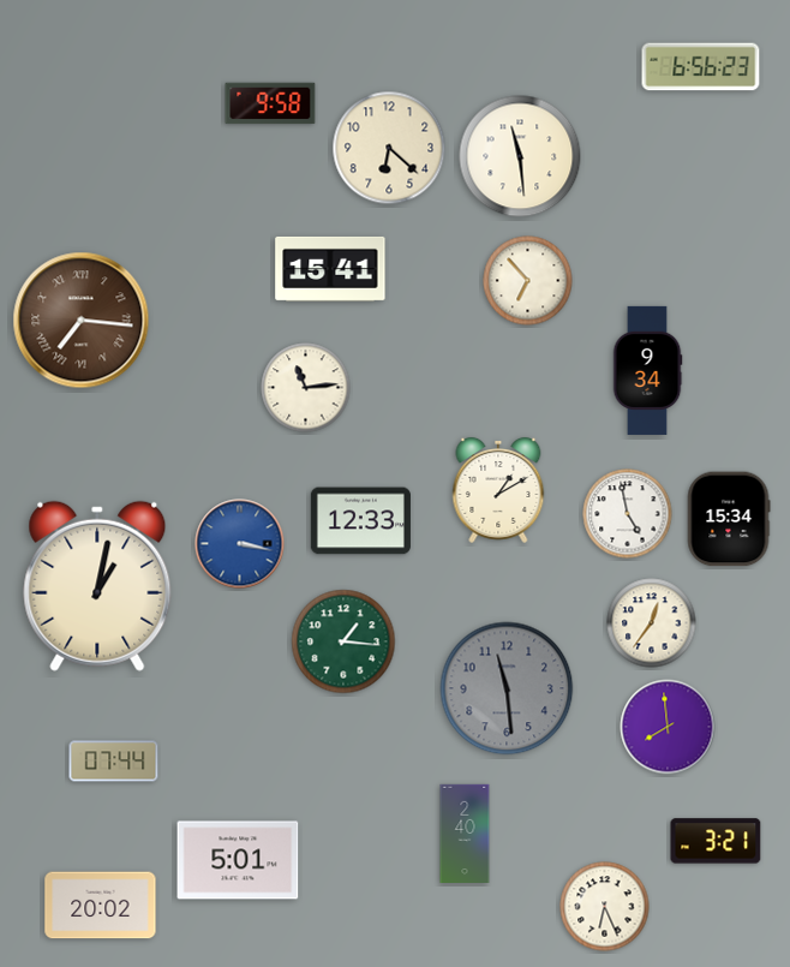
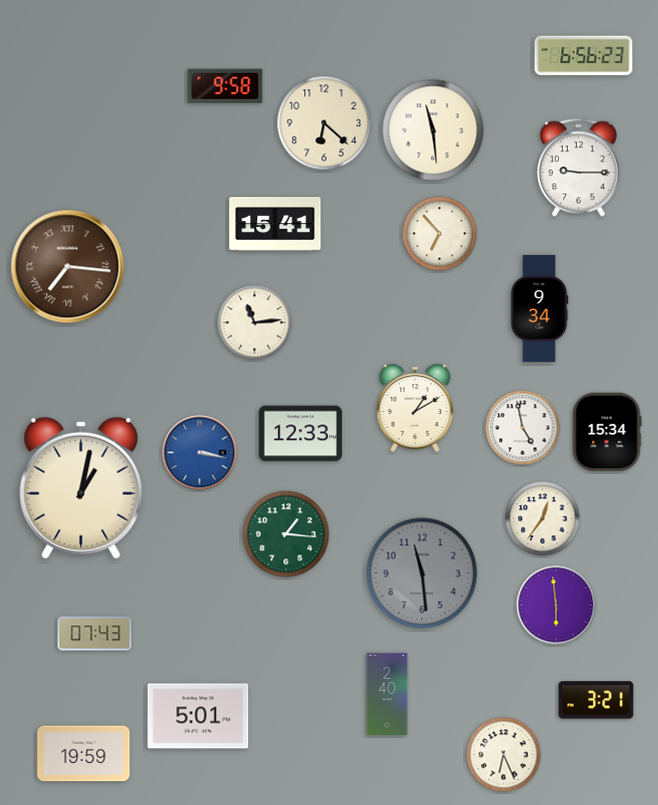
clock at (579, 168): none -> 9:15
clock at (668, 727): 7:59 -> 5:59
clock at (114, 762): 07:44 -> 07:43
clock at (101, 906): 20:02 -> 19:59
